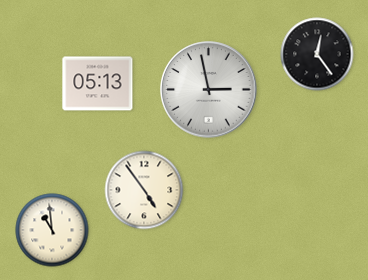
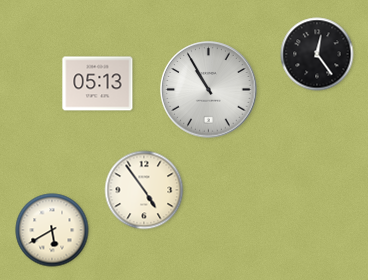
clock at (209, 90): 2:58 -> 10:55
clock at (52, 230): 10:59 -> 5:40
